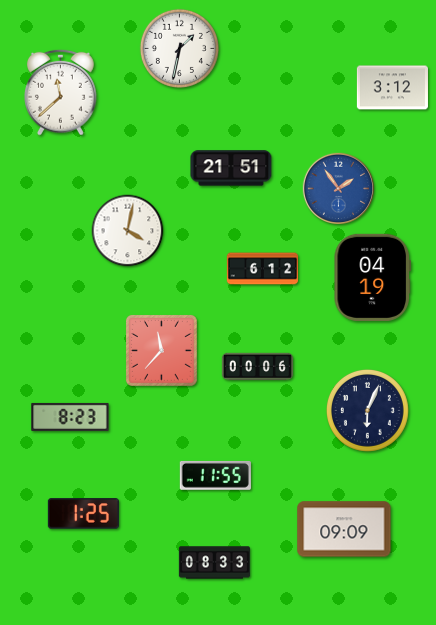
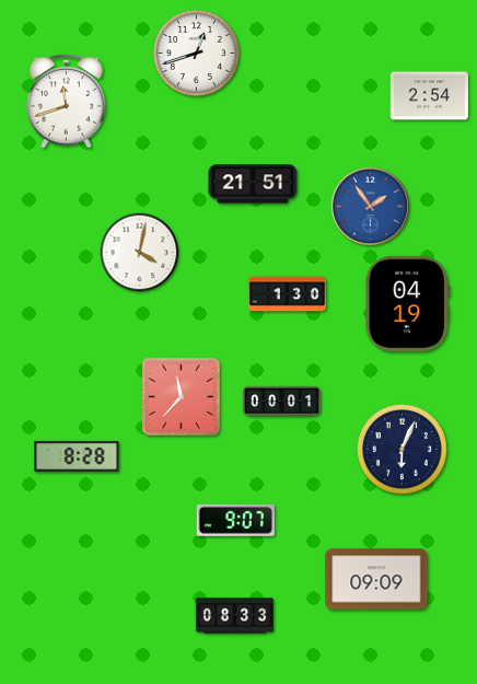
clock at (179, 48): 1:32 -> 12:42
clock at (392, 88): 3:12 -> 2:54
clock at (61, 92): 11:38 -> 11:42
clock at (262, 269): 6:12 -> 1:30
clock at (161, 350) position: (161, 350) -> (181, 396)
clock at (257, 367): 00:06 -> 00:01
clock at (70, 417): 8:23 -> 8:28
clock at (215, 475): 11:55 -> 9:07
clock at (83, 514): 1:25 -> none
